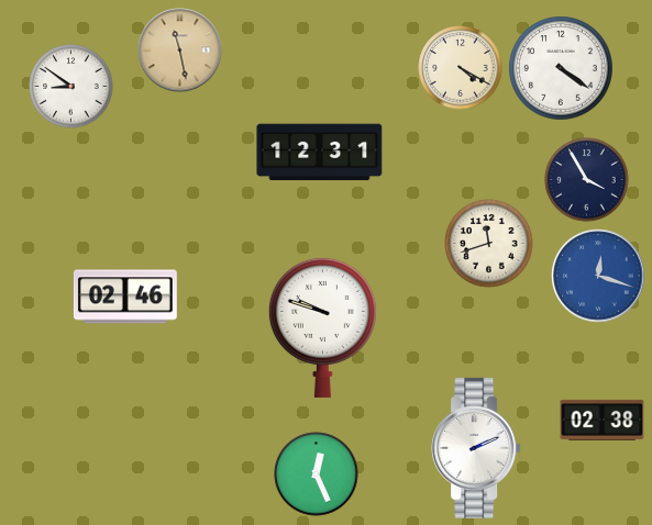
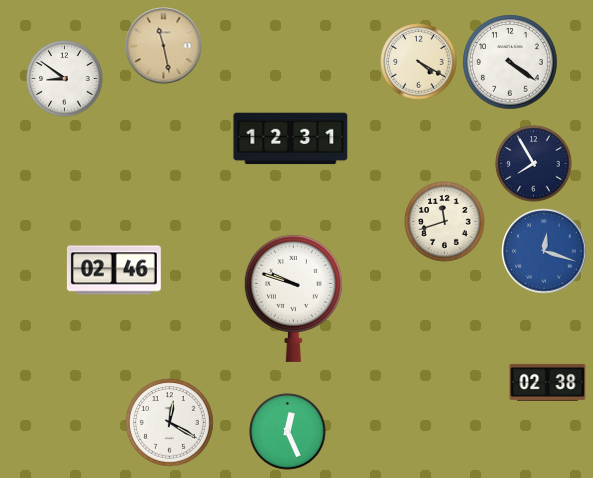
clock at (587, 180): 3:55 -> 7:55
clock at (476, 448): 2:11 -> none
clock at (170, 423): none -> 12:20
